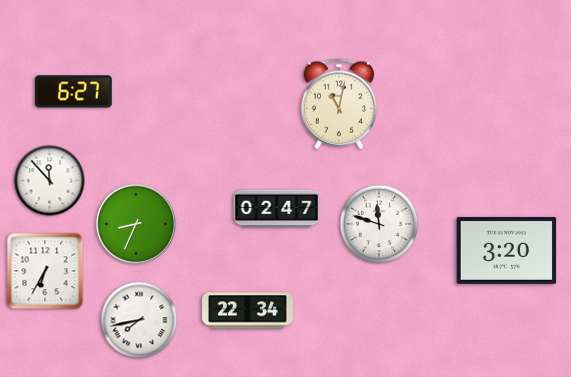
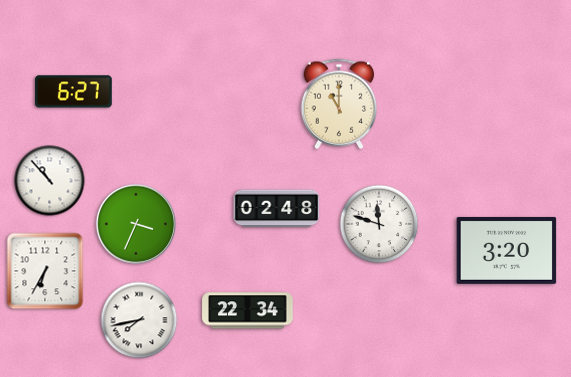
clock at (339, 104): 11:02 -> 11:00
clock at (50, 181): 11:53 -> 10:53
clock at (277, 209): 02:47 -> 02:48
clock at (136, 224): 8:34 -> 3:34
